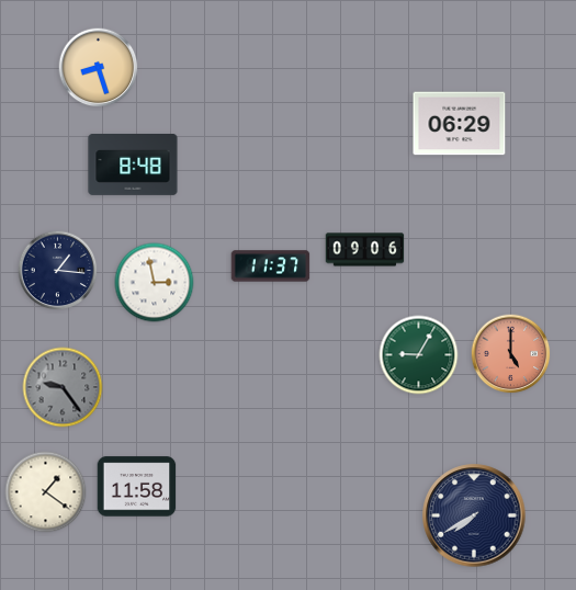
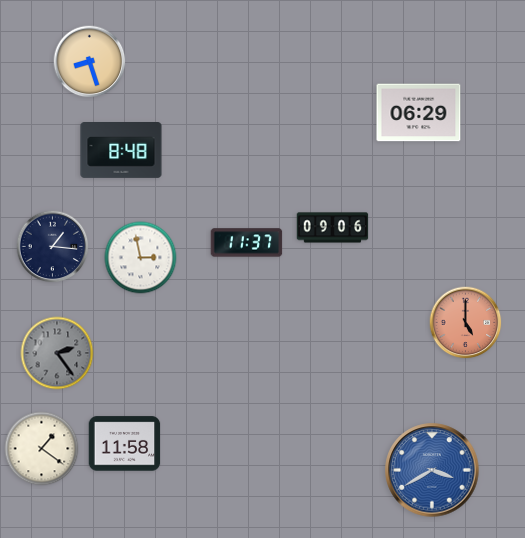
clock at (419, 355): 9:05 -> none
clock at (63, 387): 9:24 -> 2:24
clock at (474, 515): 7:40 -> 3:40
clock at (474, 515) dial: navy -> blue
